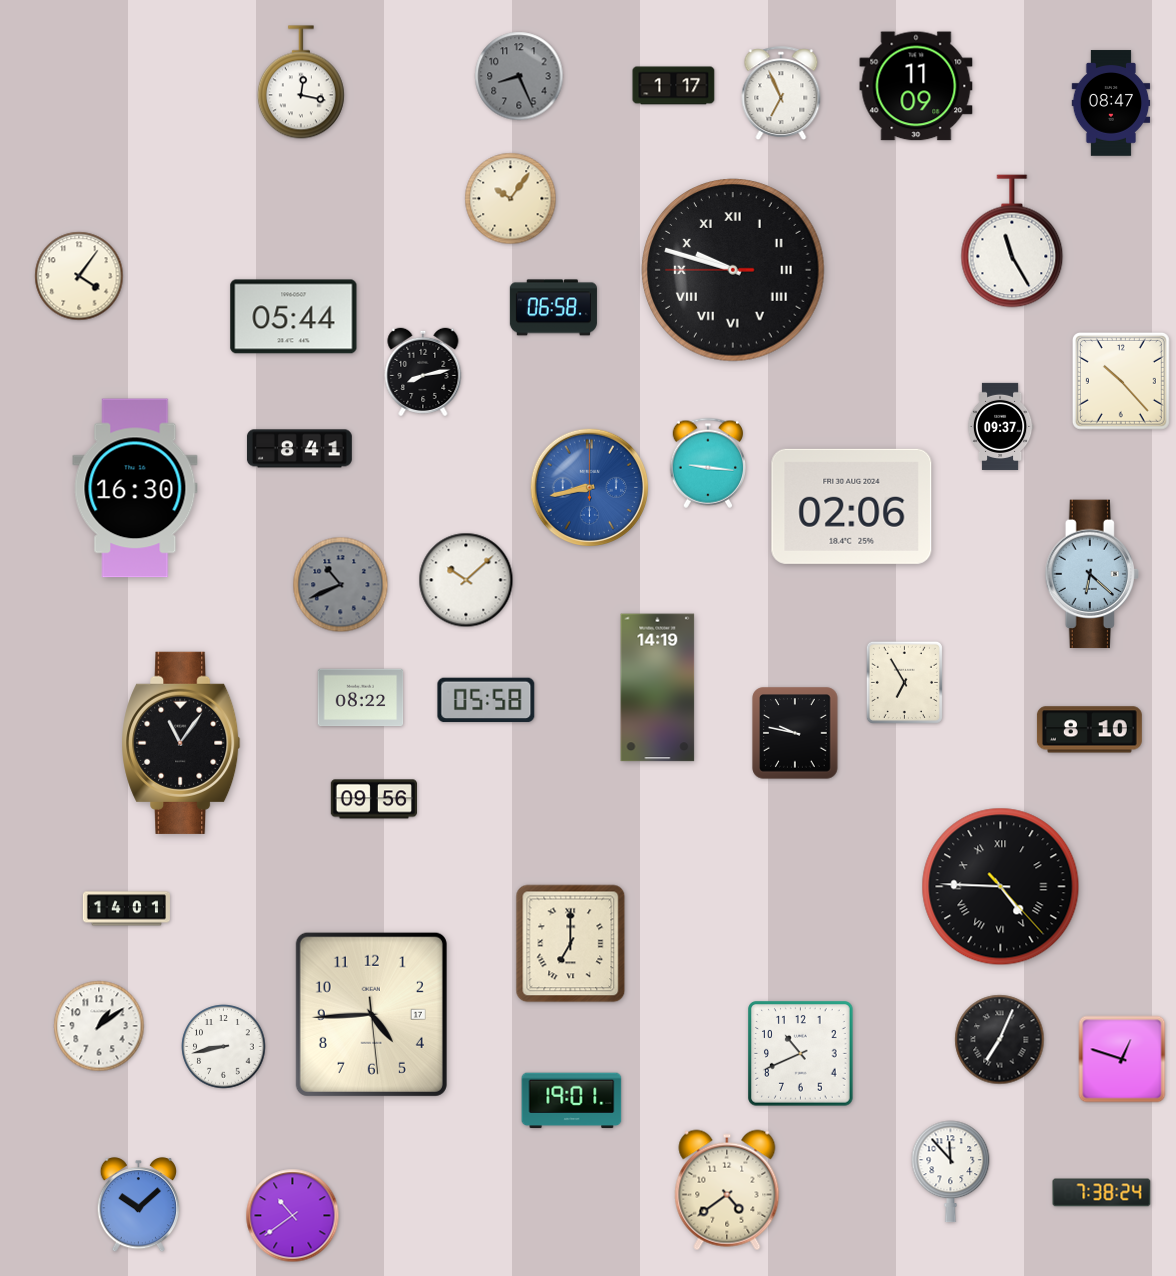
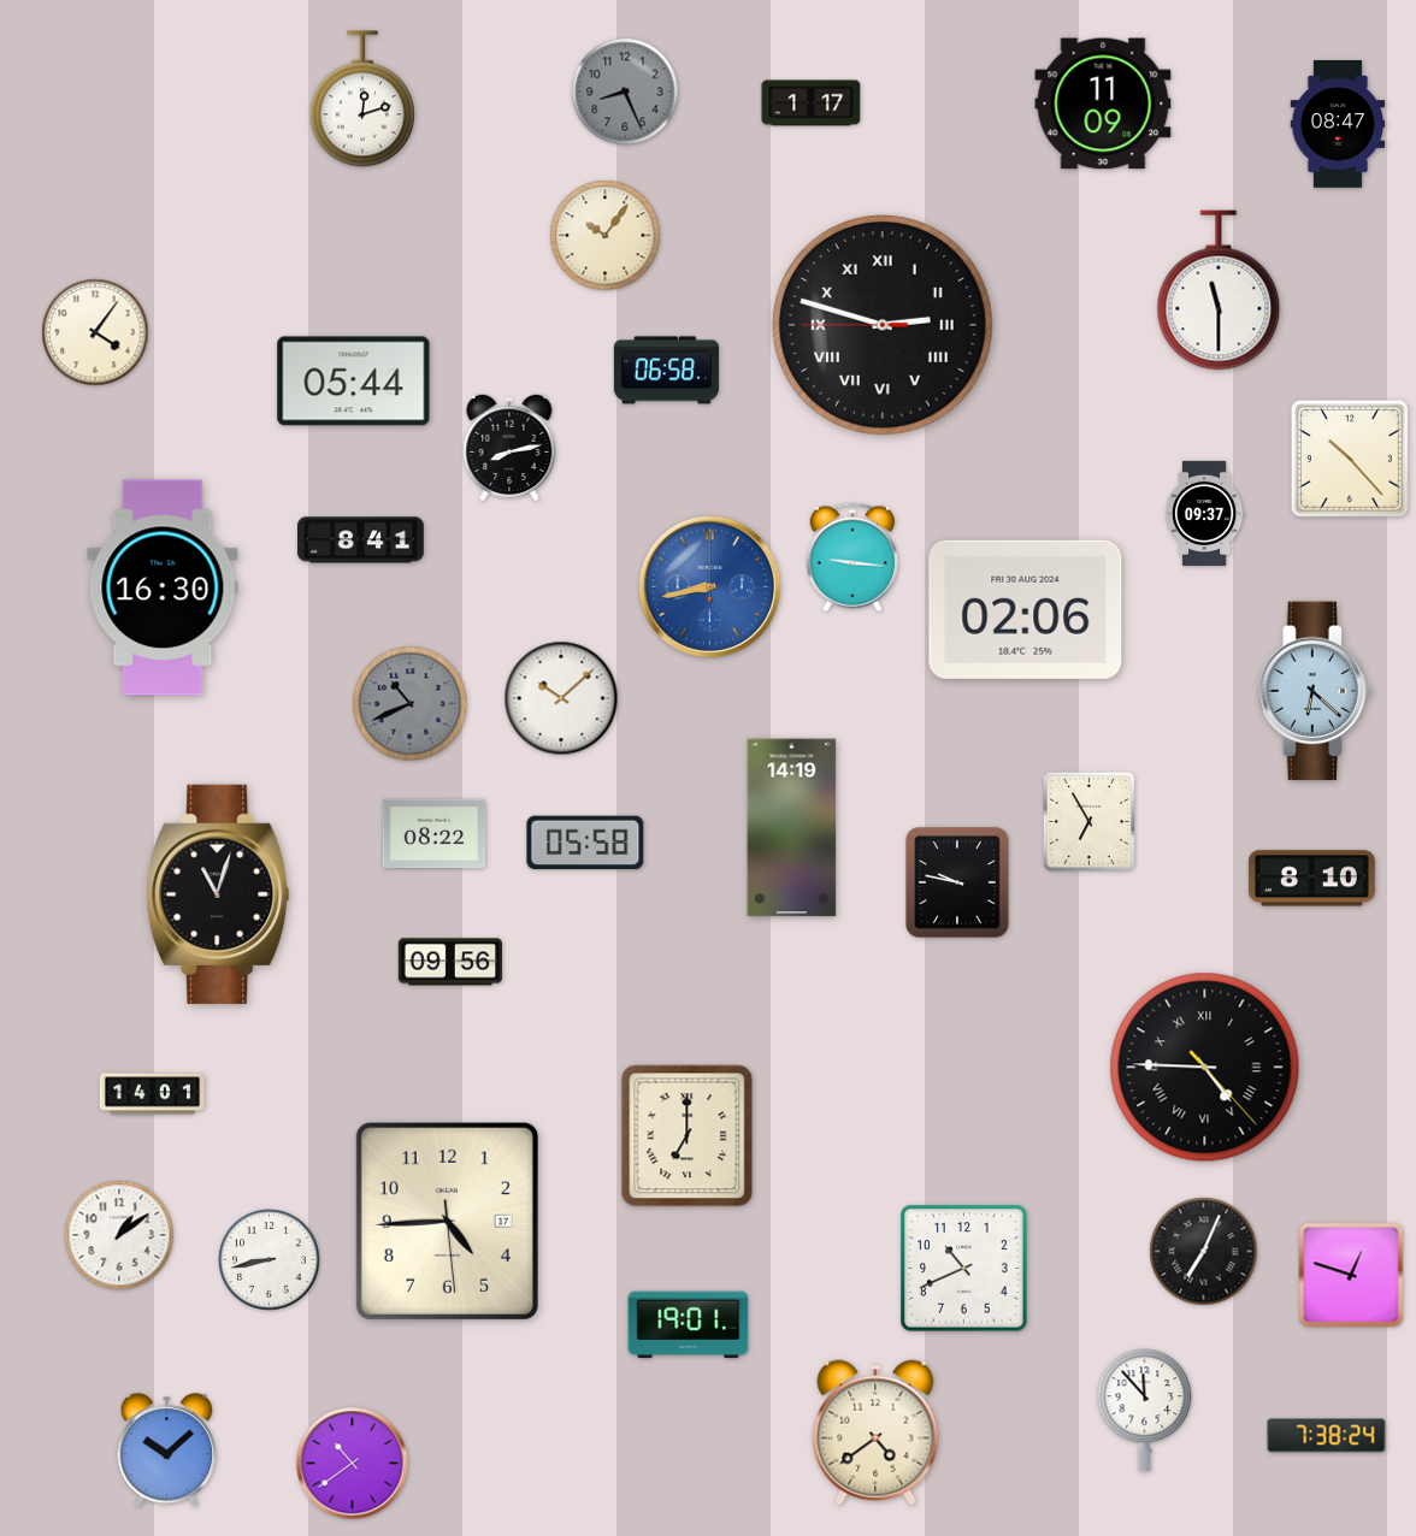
clock at (301, 82): 12:17 -> 12:12
clock at (781, 93): 6:56 -> none
clock at (511, 199) position: (511, 199) -> (606, 236)
clock at (1012, 241): 11:25 -> 11:30
clock at (733, 270): 9:47 -> 2:47
clock at (361, 698) position: (361, 698) -> (435, 834)
clock at (181, 743): 11:06 -> 11:03
